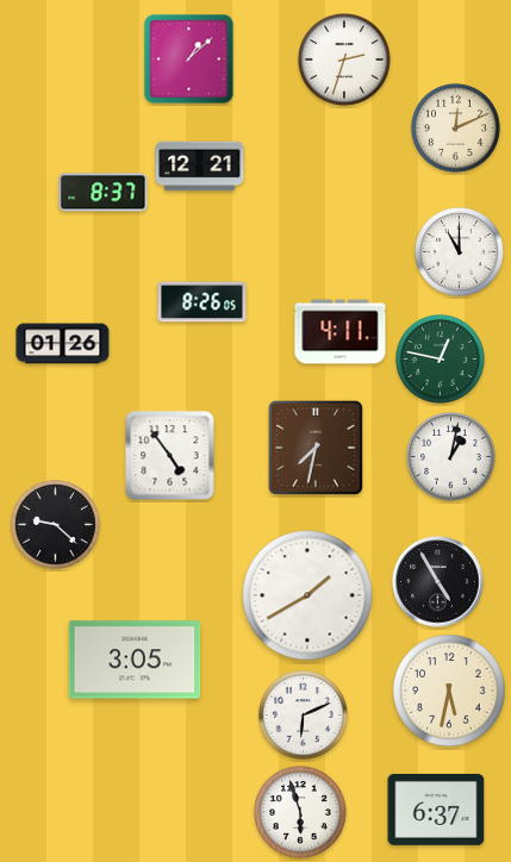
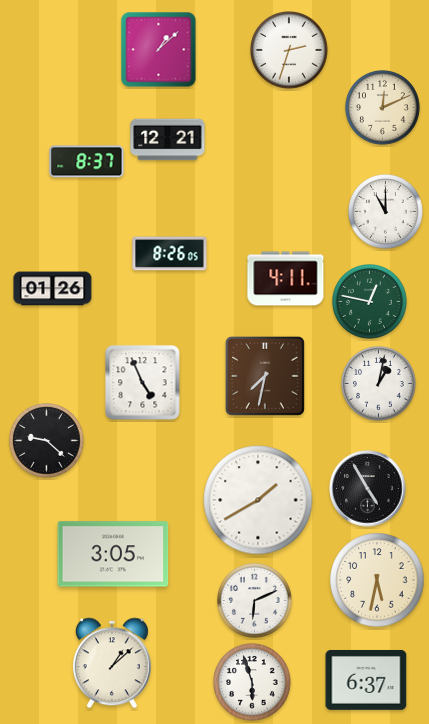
clock at (170, 456): 4:54 -> 4:56
clock at (112, 663): none -> 1:08
